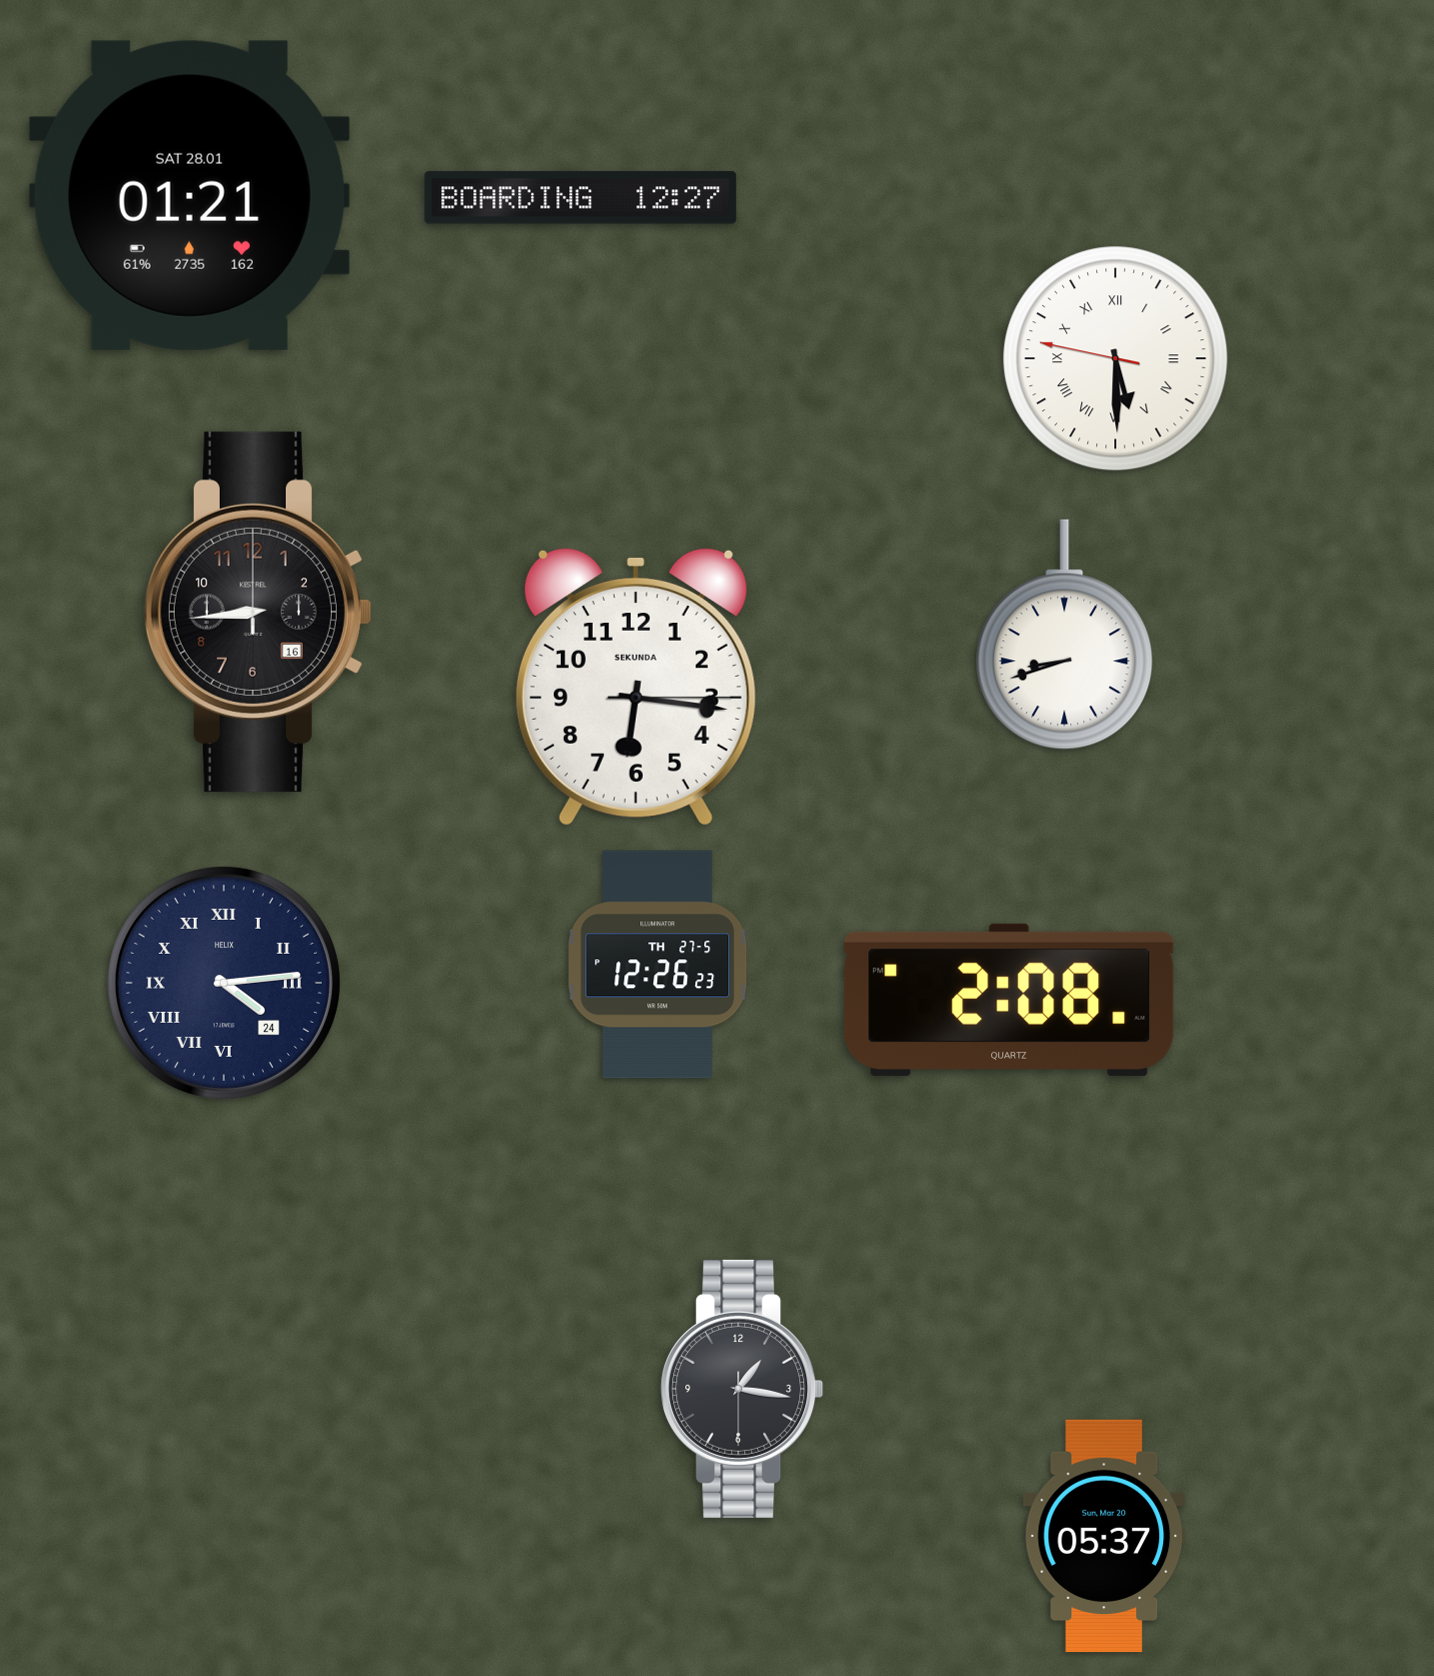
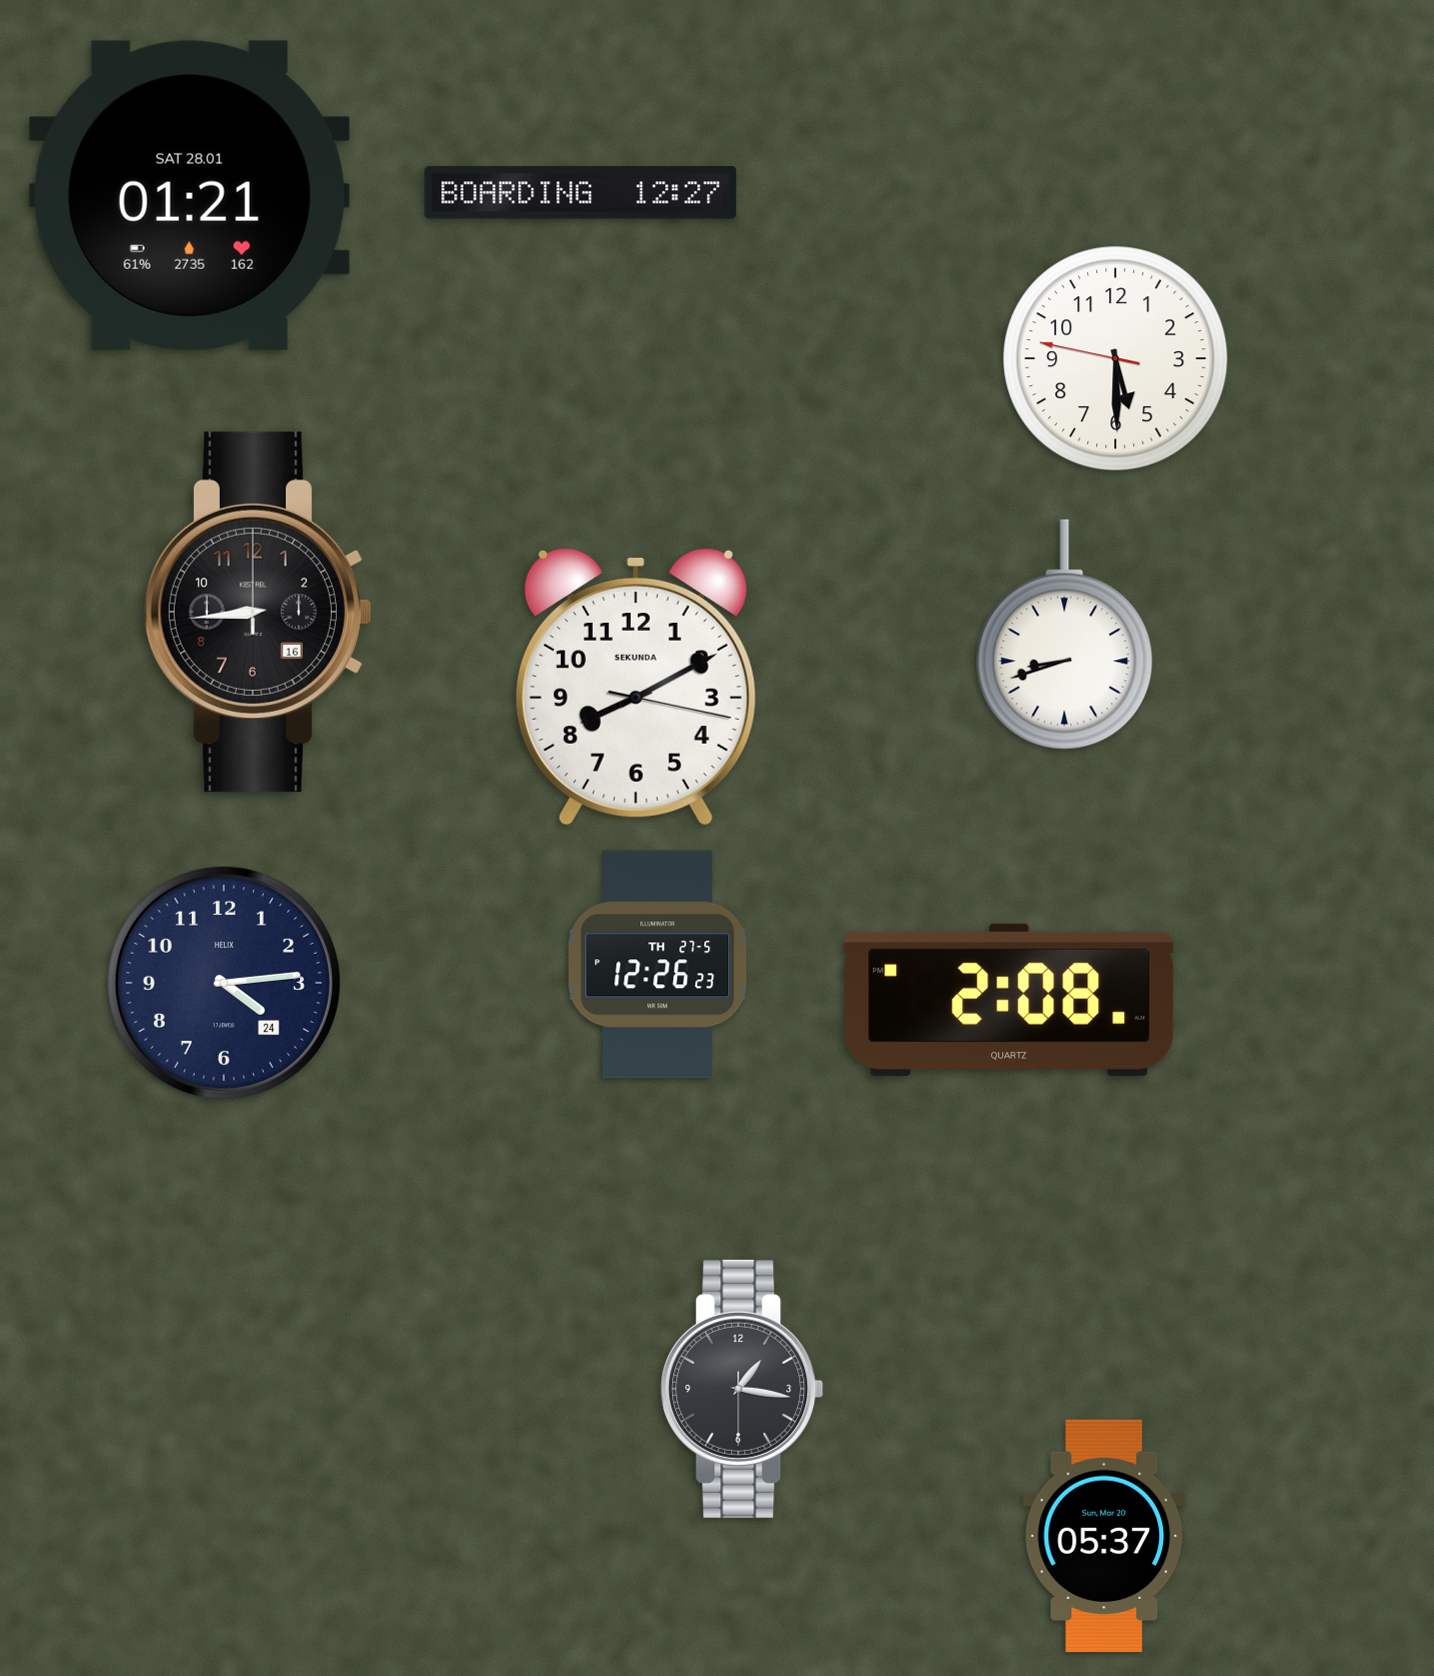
clock at (581, 198) position: (581, 198) -> (581, 193)
clock at (1116, 359) numerals: Roman -> Arabic
clock at (636, 687): 6:16 -> 8:10
clock at (224, 983) numerals: Roman -> Arabic
